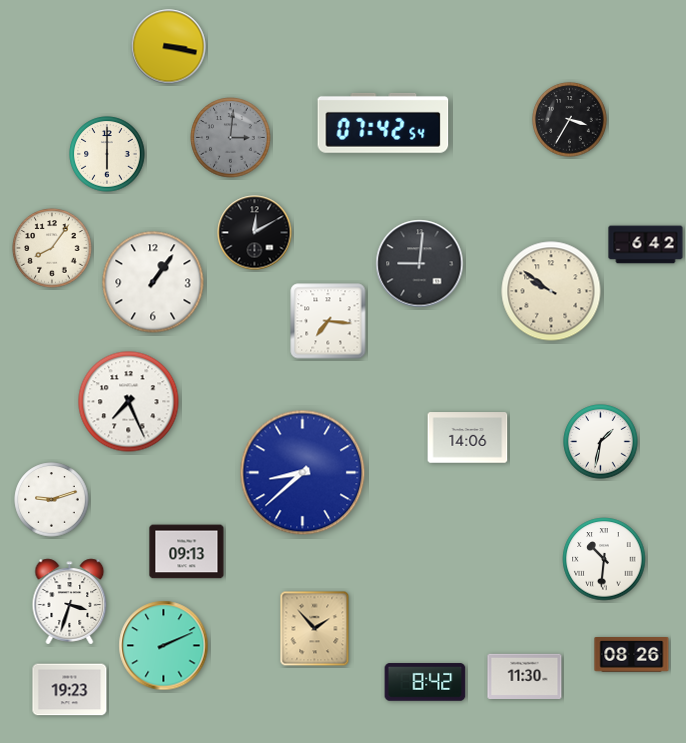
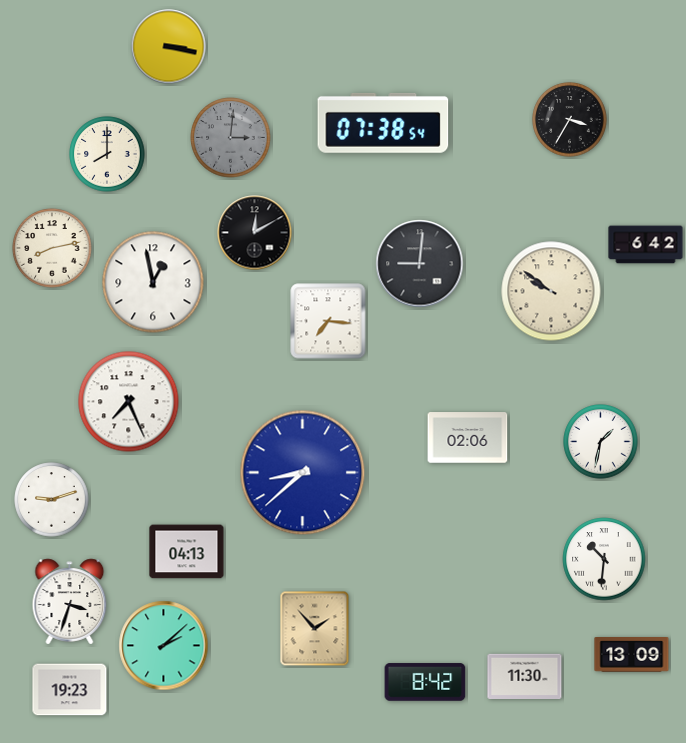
clock at (383, 123): 07:42 -> 07:38
clock at (107, 154): 6:00 -> 8:00
clock at (52, 248): 8:06 -> 8:13
clock at (153, 282): 1:06 -> 12:58
clock at (468, 438): 14:06 -> 02:06
clock at (187, 552): 09:13 -> 04:13
clock at (164, 646): 2:11 -> 2:08
clock at (632, 655): 08:26 -> 13:09
